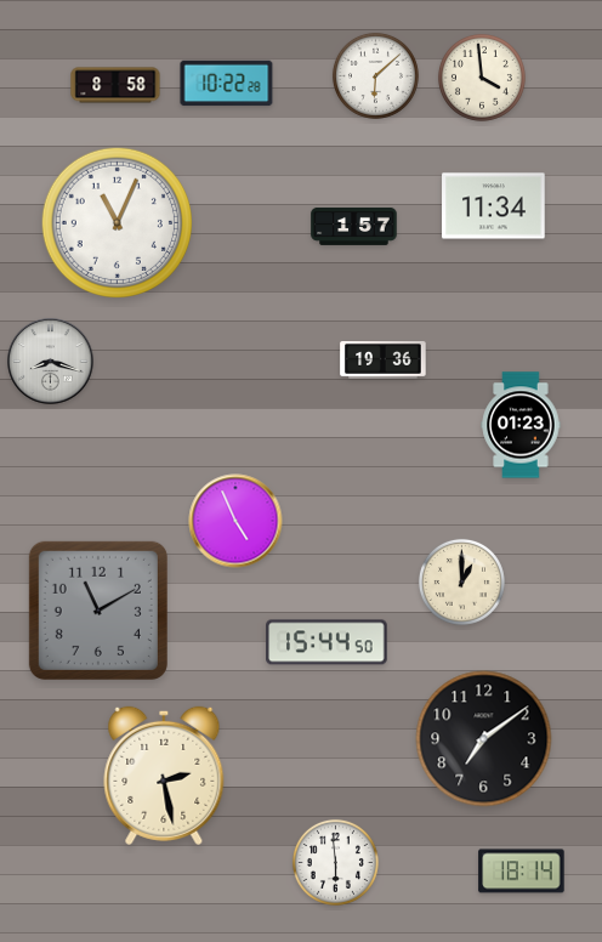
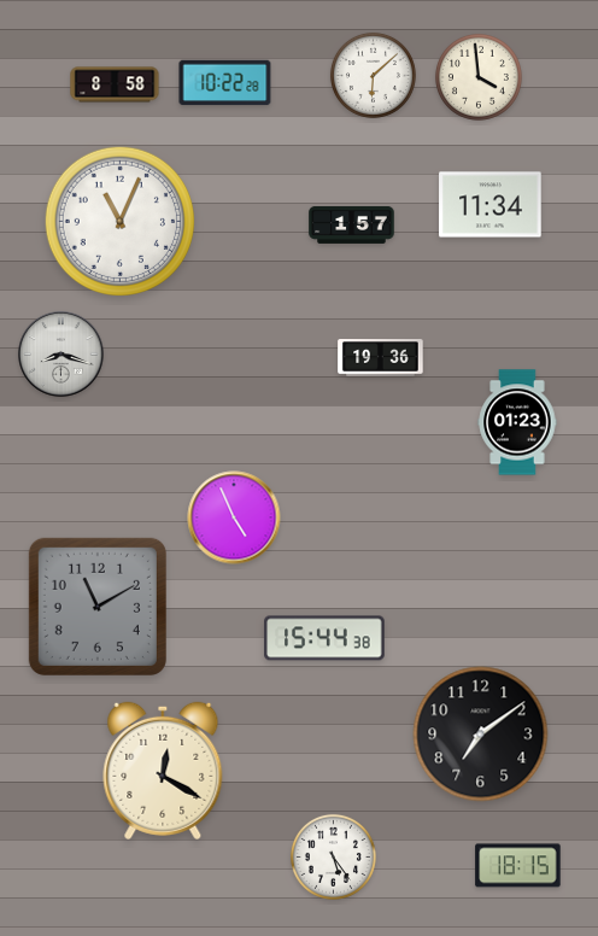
clock at (117, 222) position: (117, 222) -> (119, 221)
clock at (51, 362) position: (51, 362) -> (61, 355)
clock at (461, 581): 1:00 -> none
clock at (326, 642): 15:44:50 -> 15:44:38
clock at (164, 776): 2:28 -> 12:20
clock at (335, 862): 5:59 -> 5:24
clock at (522, 872): 18:14 -> 18:15
